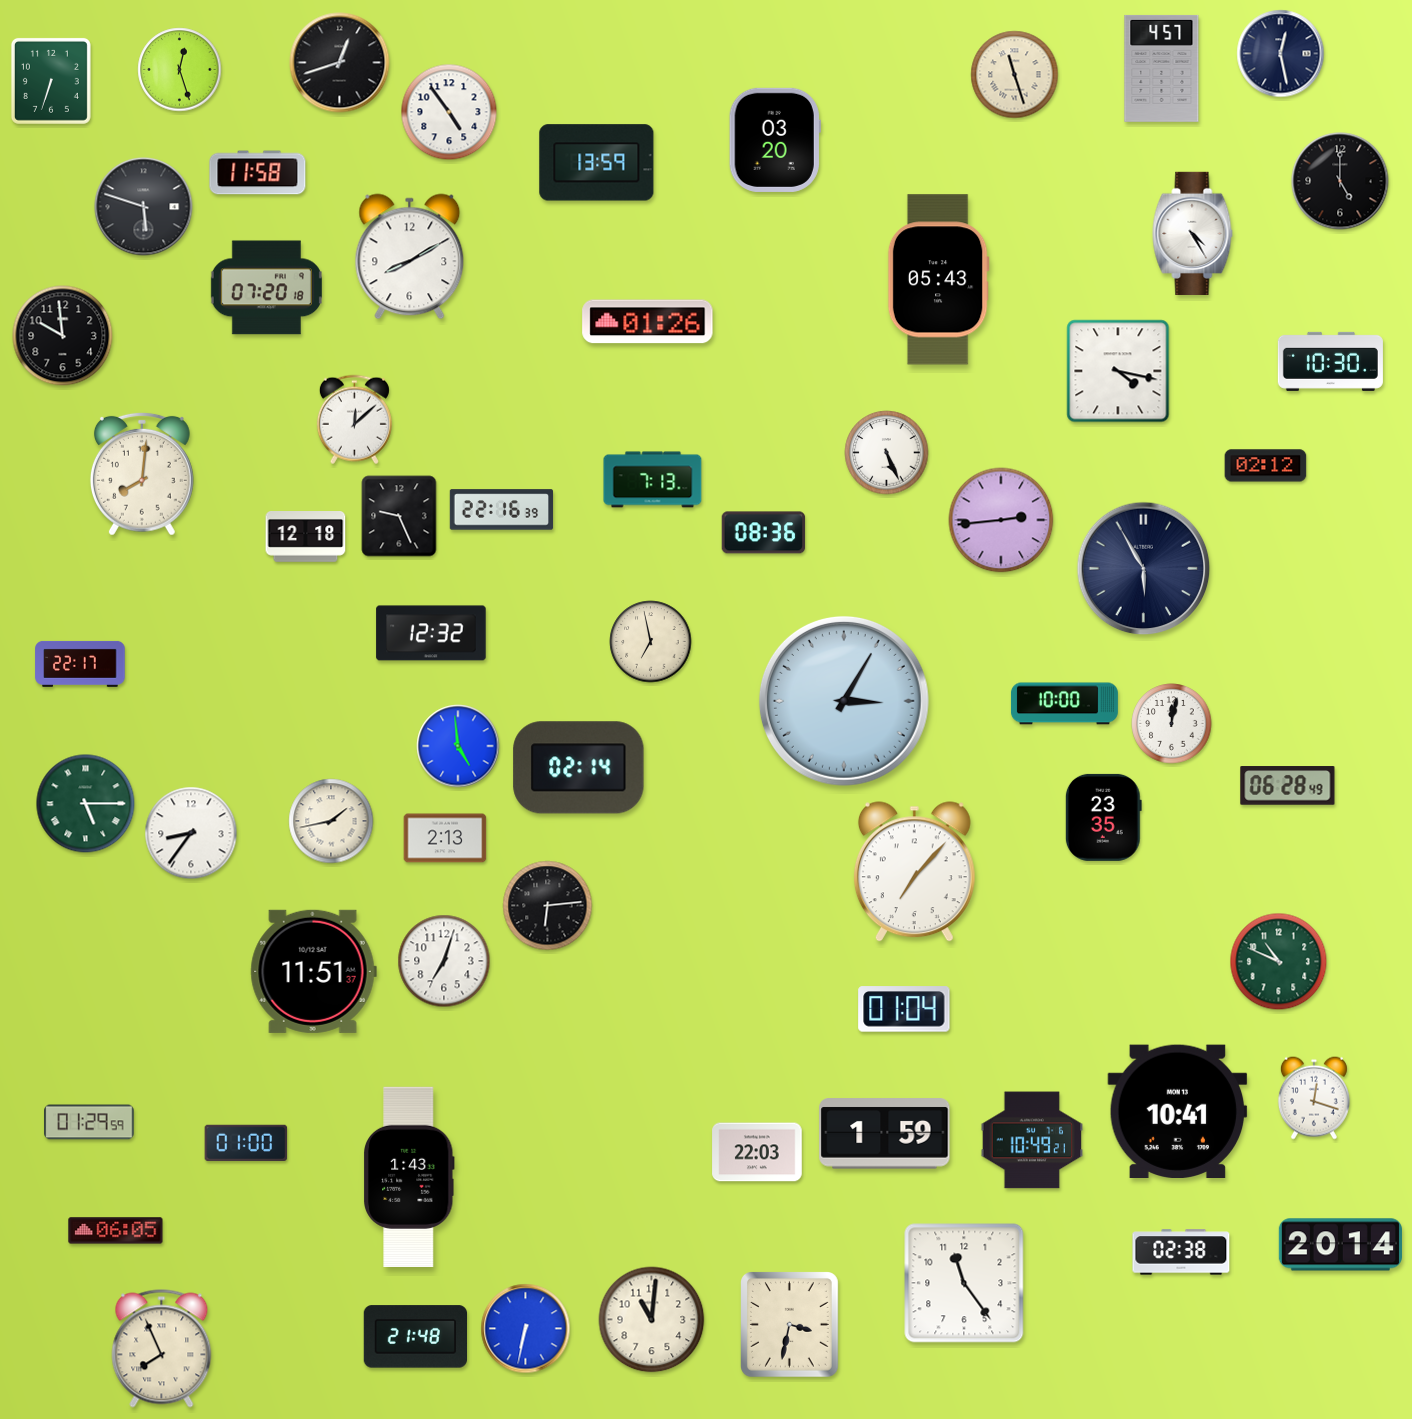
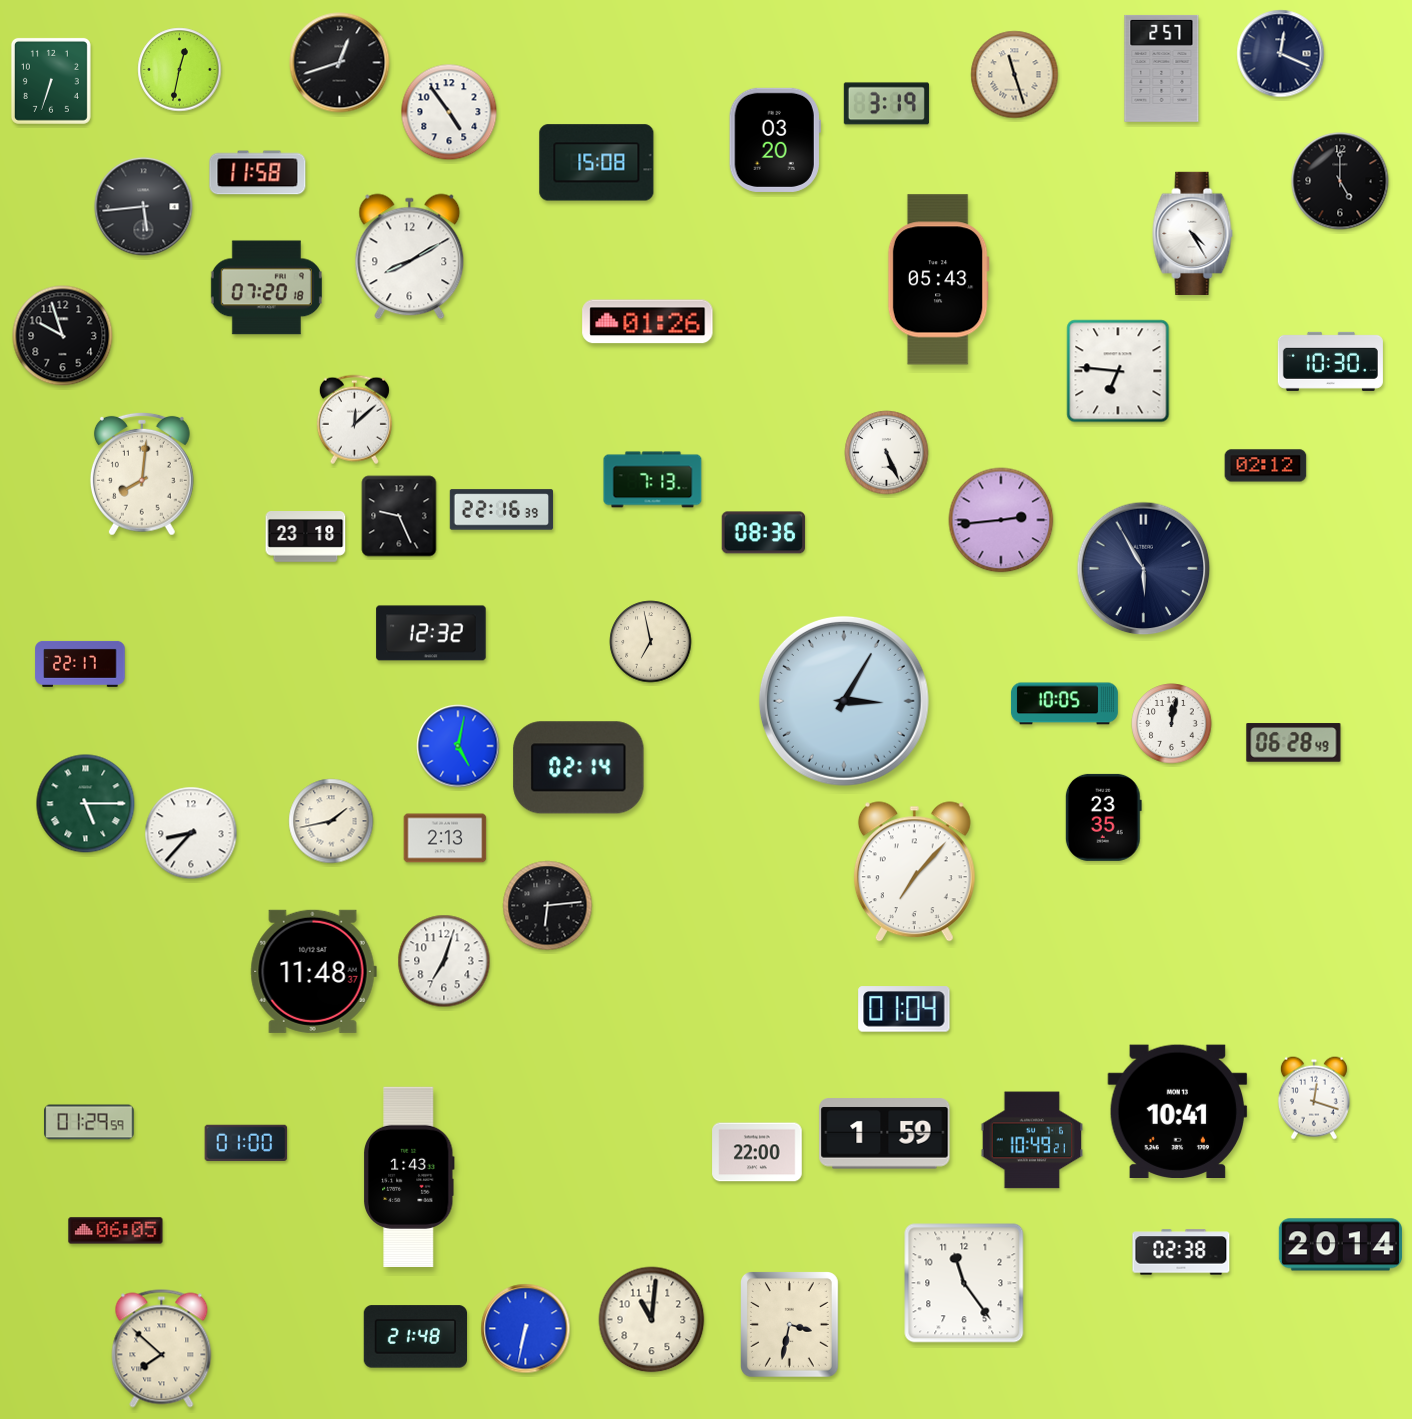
clock at (1281, 54): 12:28 -> 12:19
clock at (1162, 68): 4:57 -> 2:57
clock at (180, 70): 12:27 -> 12:32
clock at (886, 104): none -> 3:19
clock at (597, 163): 13:59 -> 15:08
clock at (144, 207): 5:48 -> 5:44
clock at (63, 336): 9:59 -> 9:57
clock at (1118, 371): 4:17 -> 6:46
clock at (306, 537): 12:18 -> 23:18
clock at (1064, 704): 10:00 -> 10:05
clock at (458, 746): 4:59 -> 5:02
clock at (1288, 786) position: (1288, 786) -> (1294, 743)
clock at (191, 833): 8:36 -> 8:37
clock at (1279, 962): 10:49 -> none
clock at (313, 971): 11:51 -> 11:48
clock at (757, 1152): 22:03 -> 22:00
clock at (162, 1349): 7:56 -> 7:52
